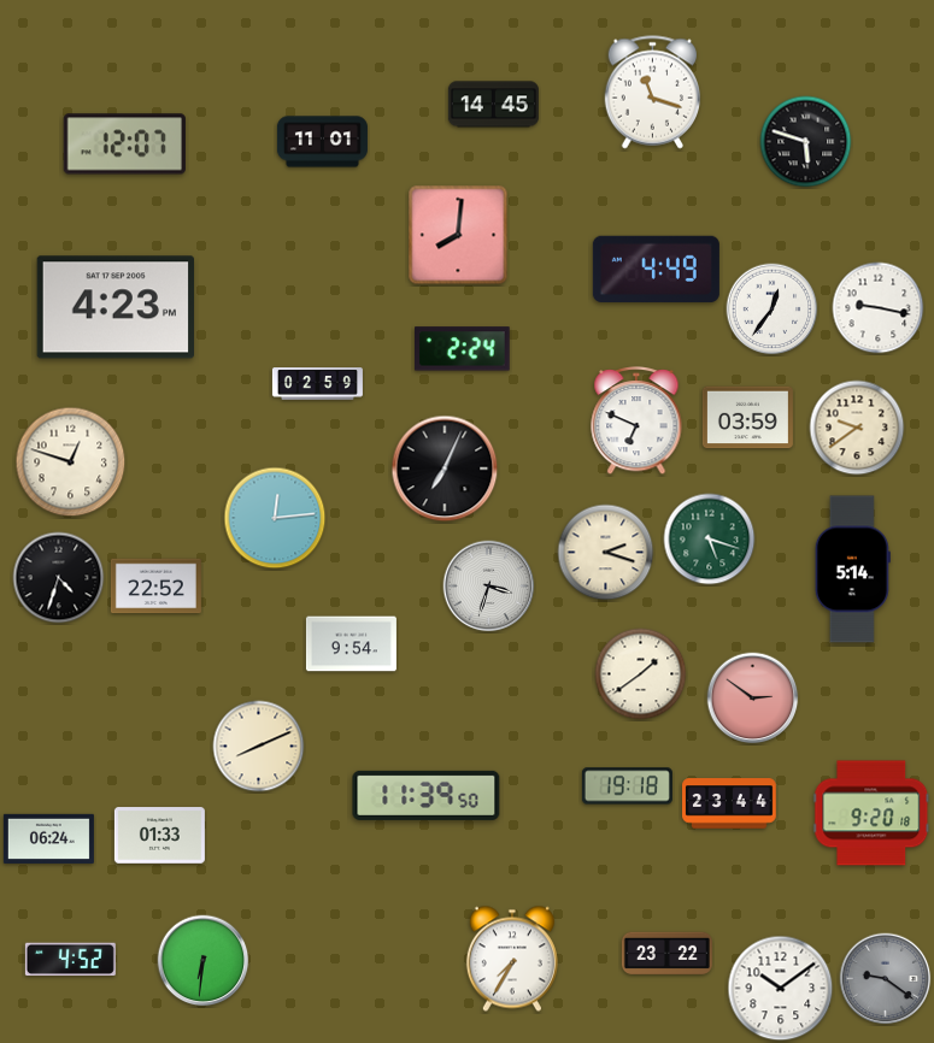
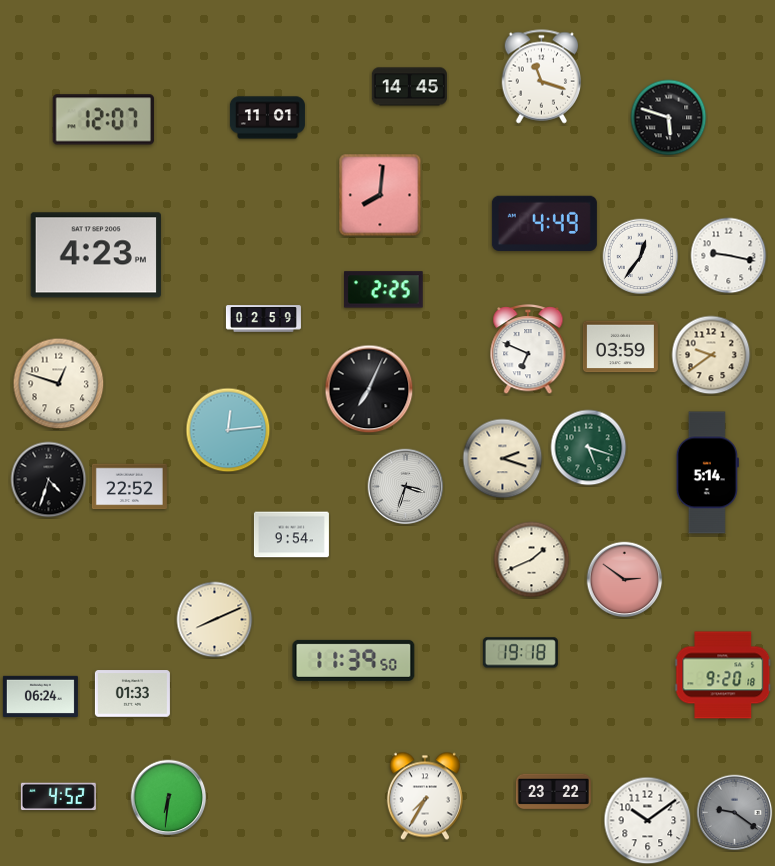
clock at (463, 349): 2:24 -> 2:25
clock at (641, 674): 1:39 -> 1:41
clock at (729, 803): 23:44 -> none
